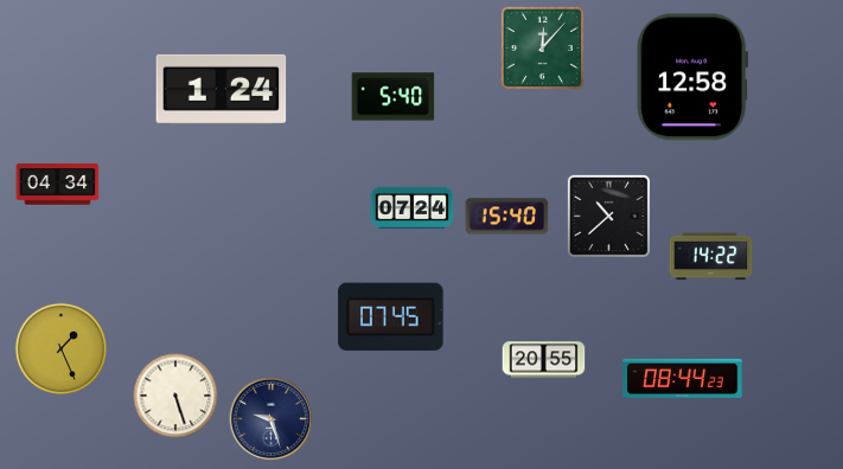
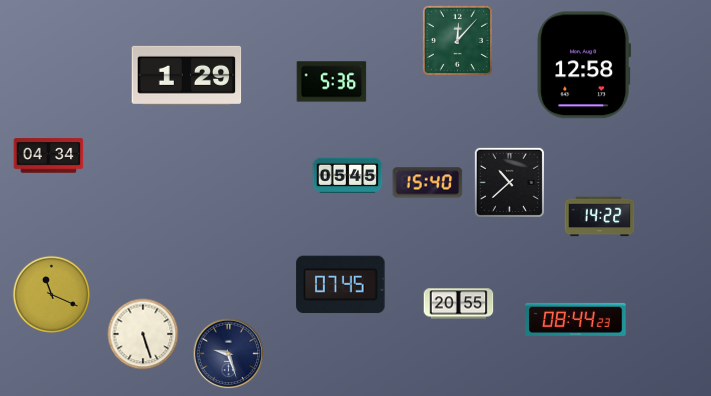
clock at (222, 89): 1:24 -> 1:29
clock at (394, 97): 5:40 -> 5:36
clock at (413, 207): 07:24 -> 05:45
clock at (608, 216) position: (608, 216) -> (509, 182)
clock at (391, 317) position: (391, 317) -> (341, 285)
clock at (60, 348): 1:26 -> 11:19
clock at (175, 396) position: (175, 396) -> (143, 334)
